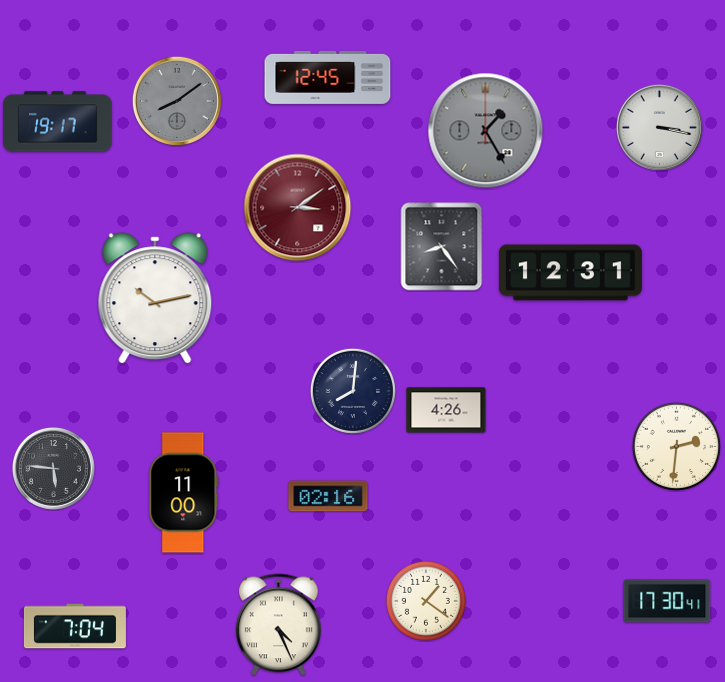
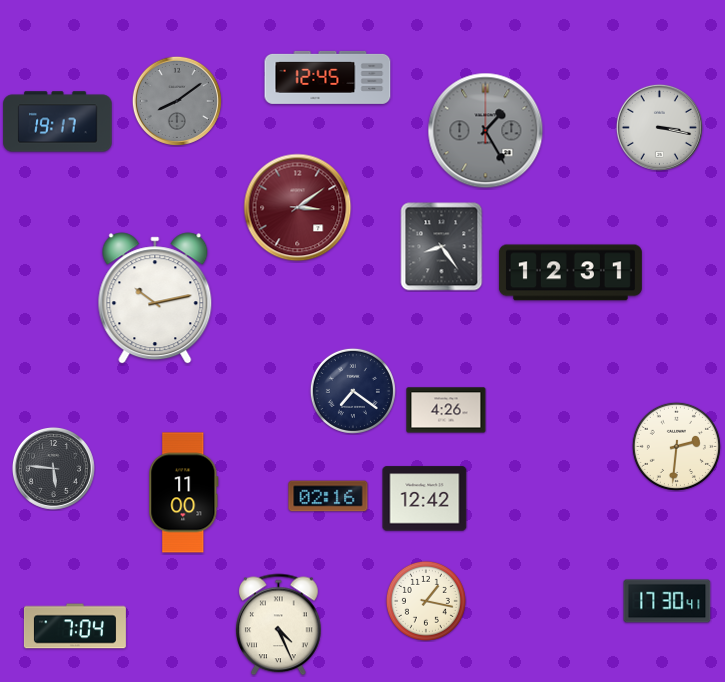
clock at (353, 391): 8:01 -> 7:21
clock at (425, 499): none -> 12:42
clock at (426, 601): 1:21 -> 1:17
